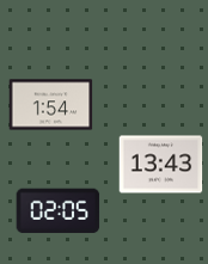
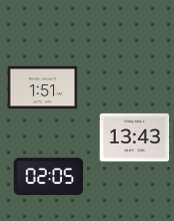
clock at (51, 105): 1:54 -> 1:51
